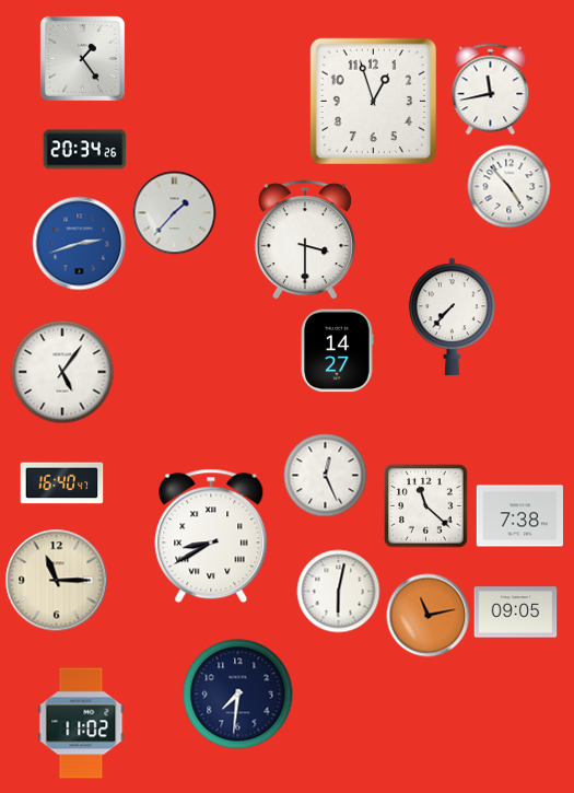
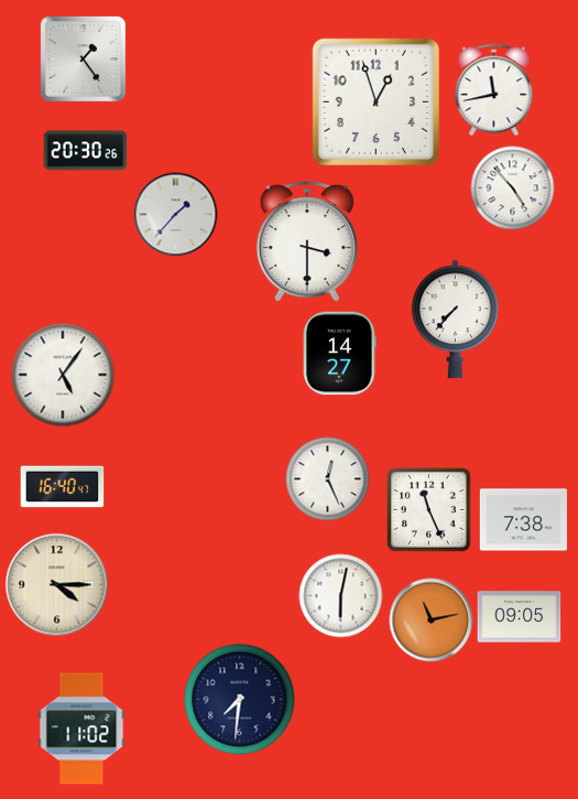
clock at (85, 150): 20:34 -> 20:30
clock at (80, 244): 2:42 -> none
clock at (426, 506): 11:22 -> 11:26
clock at (211, 536): 8:40 -> none
clock at (57, 581): 11:15 -> 4:15
